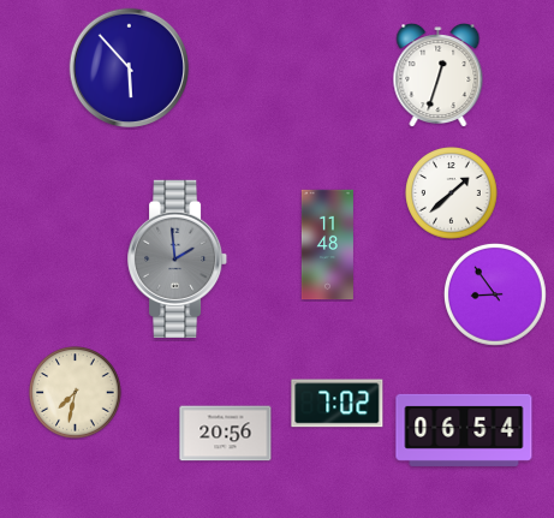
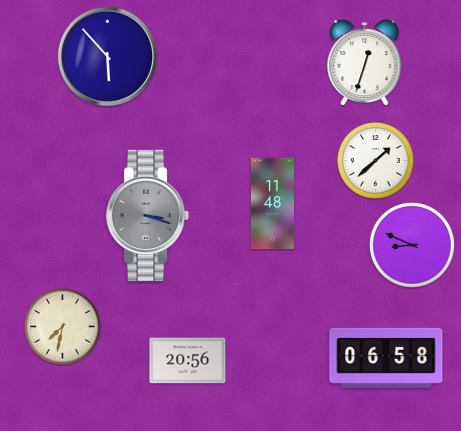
clock at (178, 258): 1:59 -> 3:18
clock at (495, 294): 8:54 -> 8:49
clock at (338, 404): 7:02 -> none
clock at (464, 430): 06:54 -> 06:58
